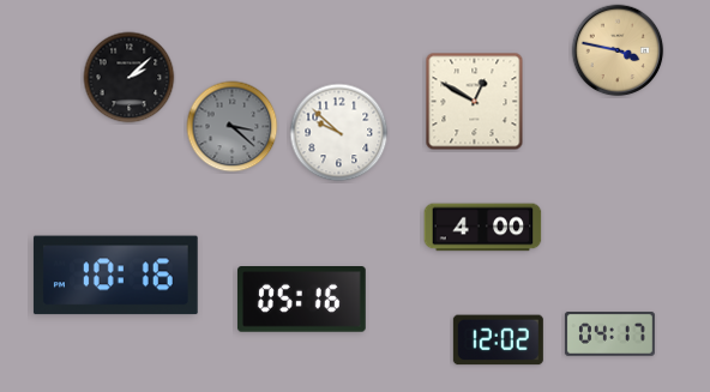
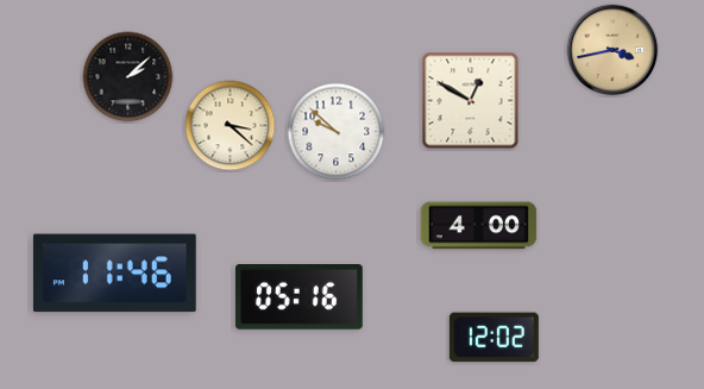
clock at (618, 50): 3:47 -> 3:43
clock at (233, 127) dial: grey -> cream
clock at (115, 276): 10:16 -> 11:46
clock at (609, 334): 04:17 -> none
